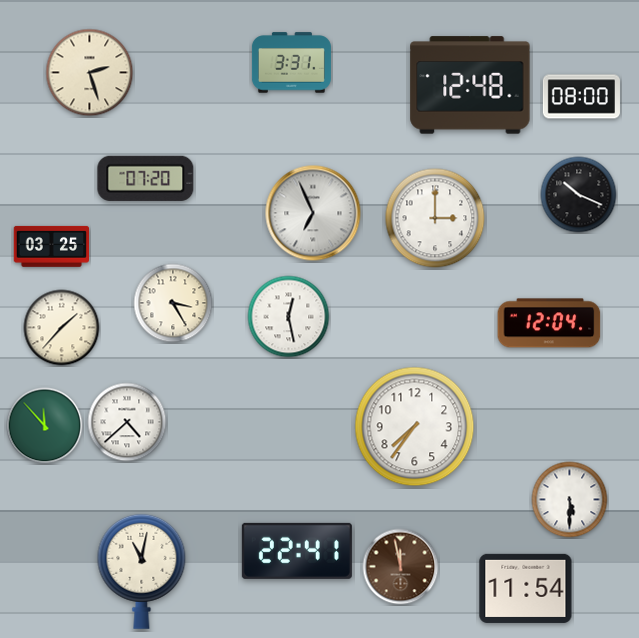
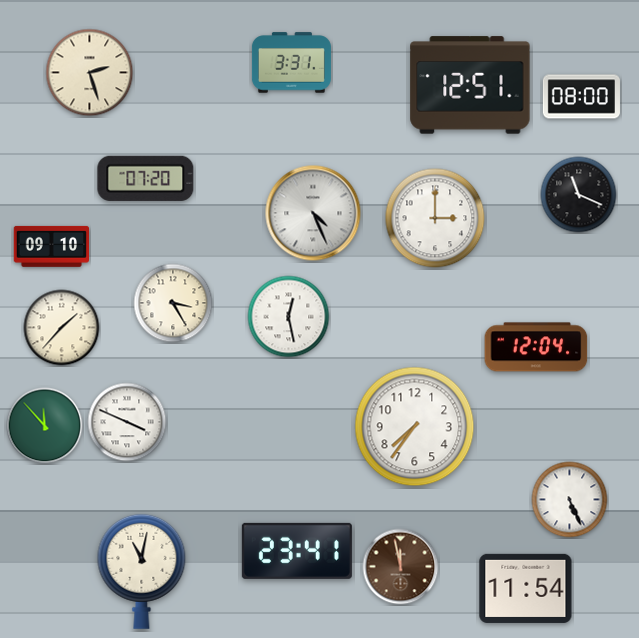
clock at (470, 85): 12:48 -> 12:51
clock at (579, 195): 10:19 -> 11:19
clock at (313, 213): 6:56 -> 4:26
clock at (52, 246): 03:25 -> 09:10
clock at (549, 323) position: (549, 323) -> (536, 347)
clock at (127, 422): 4:38 -> 3:49
clock at (570, 500): 5:30 -> 5:26
clock at (297, 551): 22:41 -> 23:41
